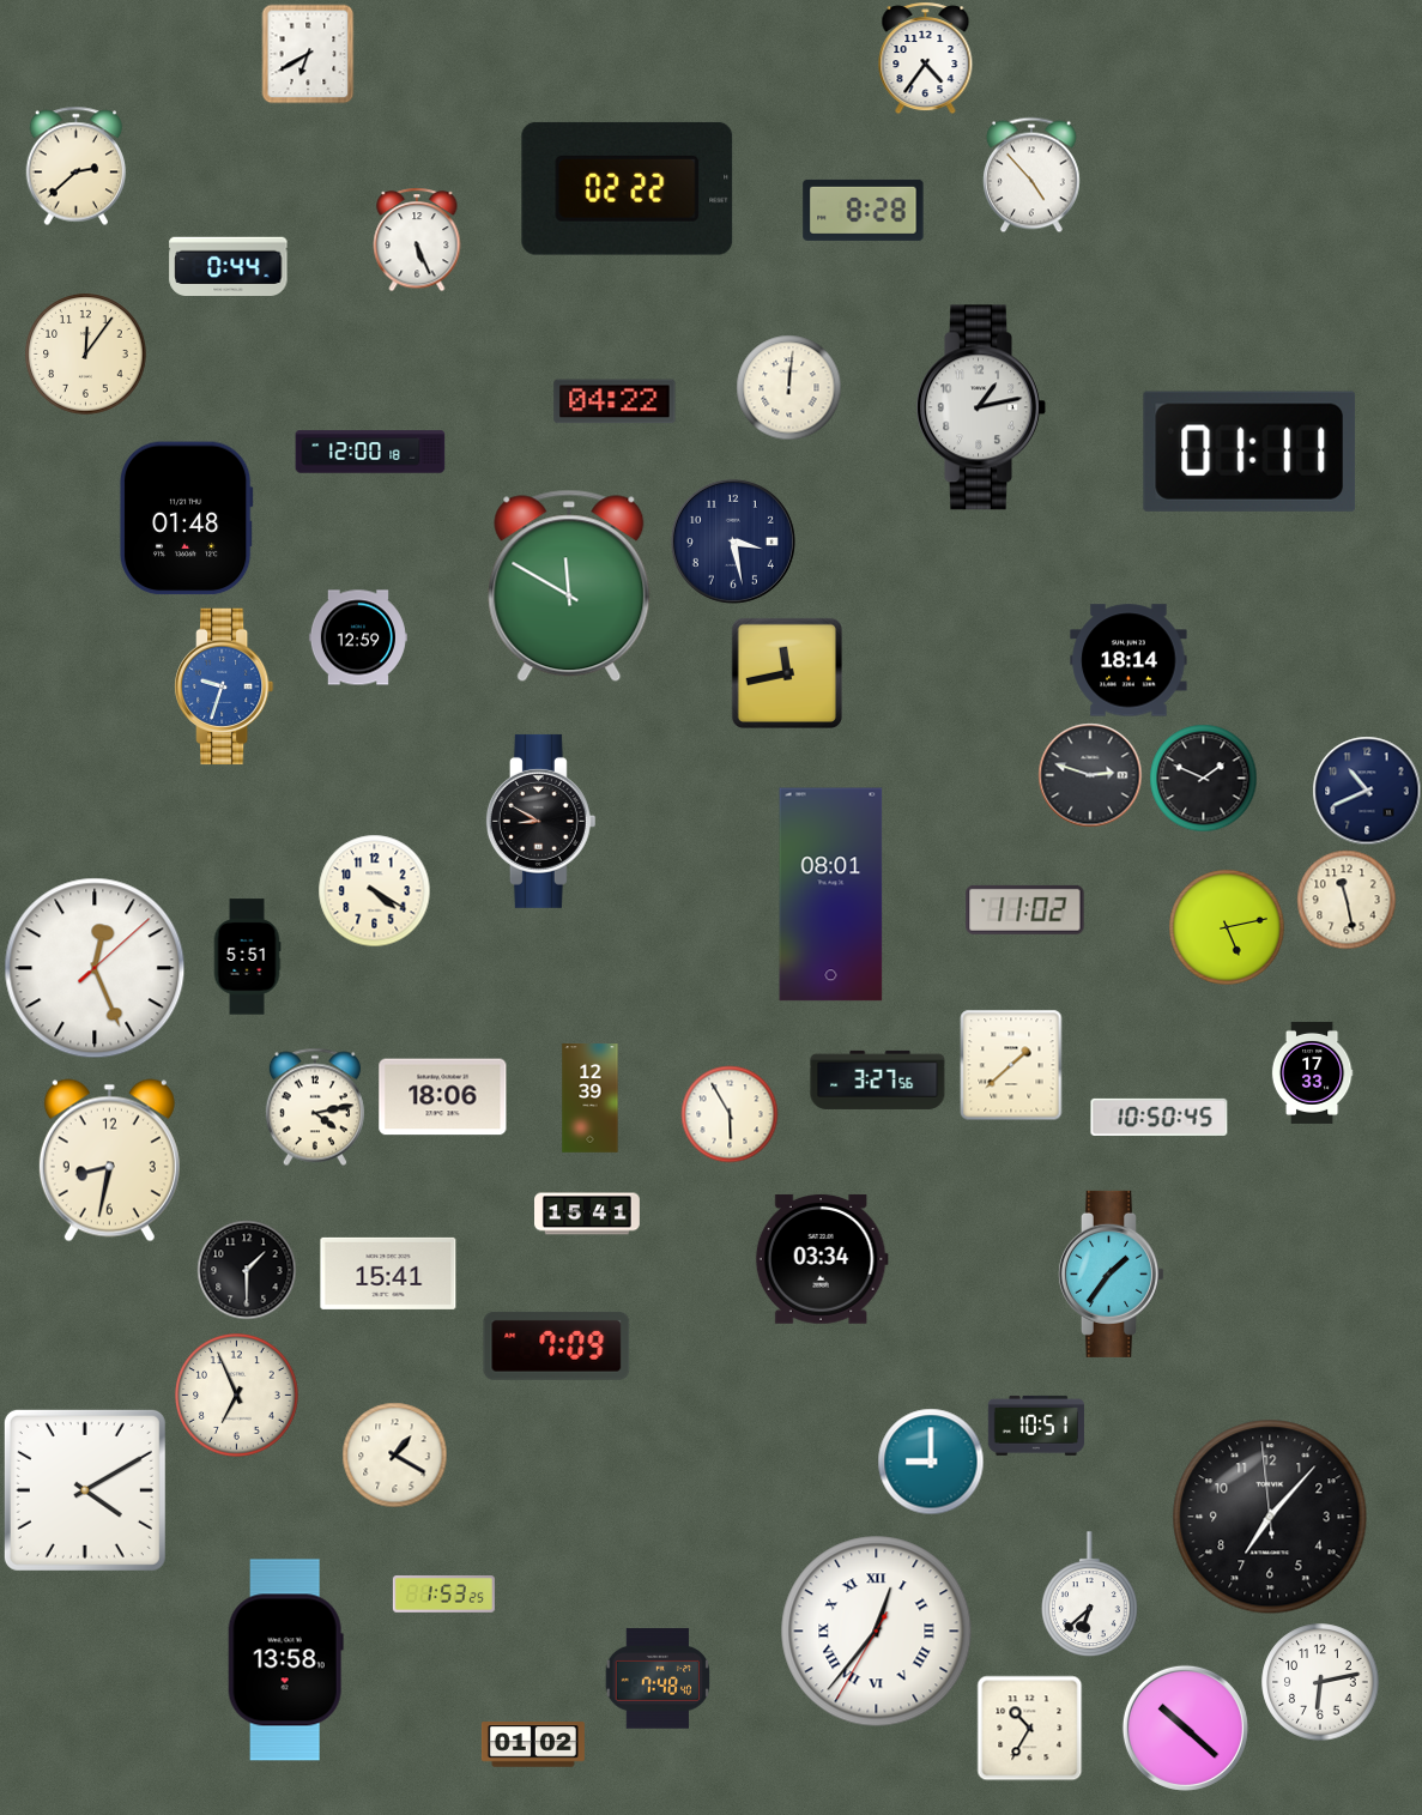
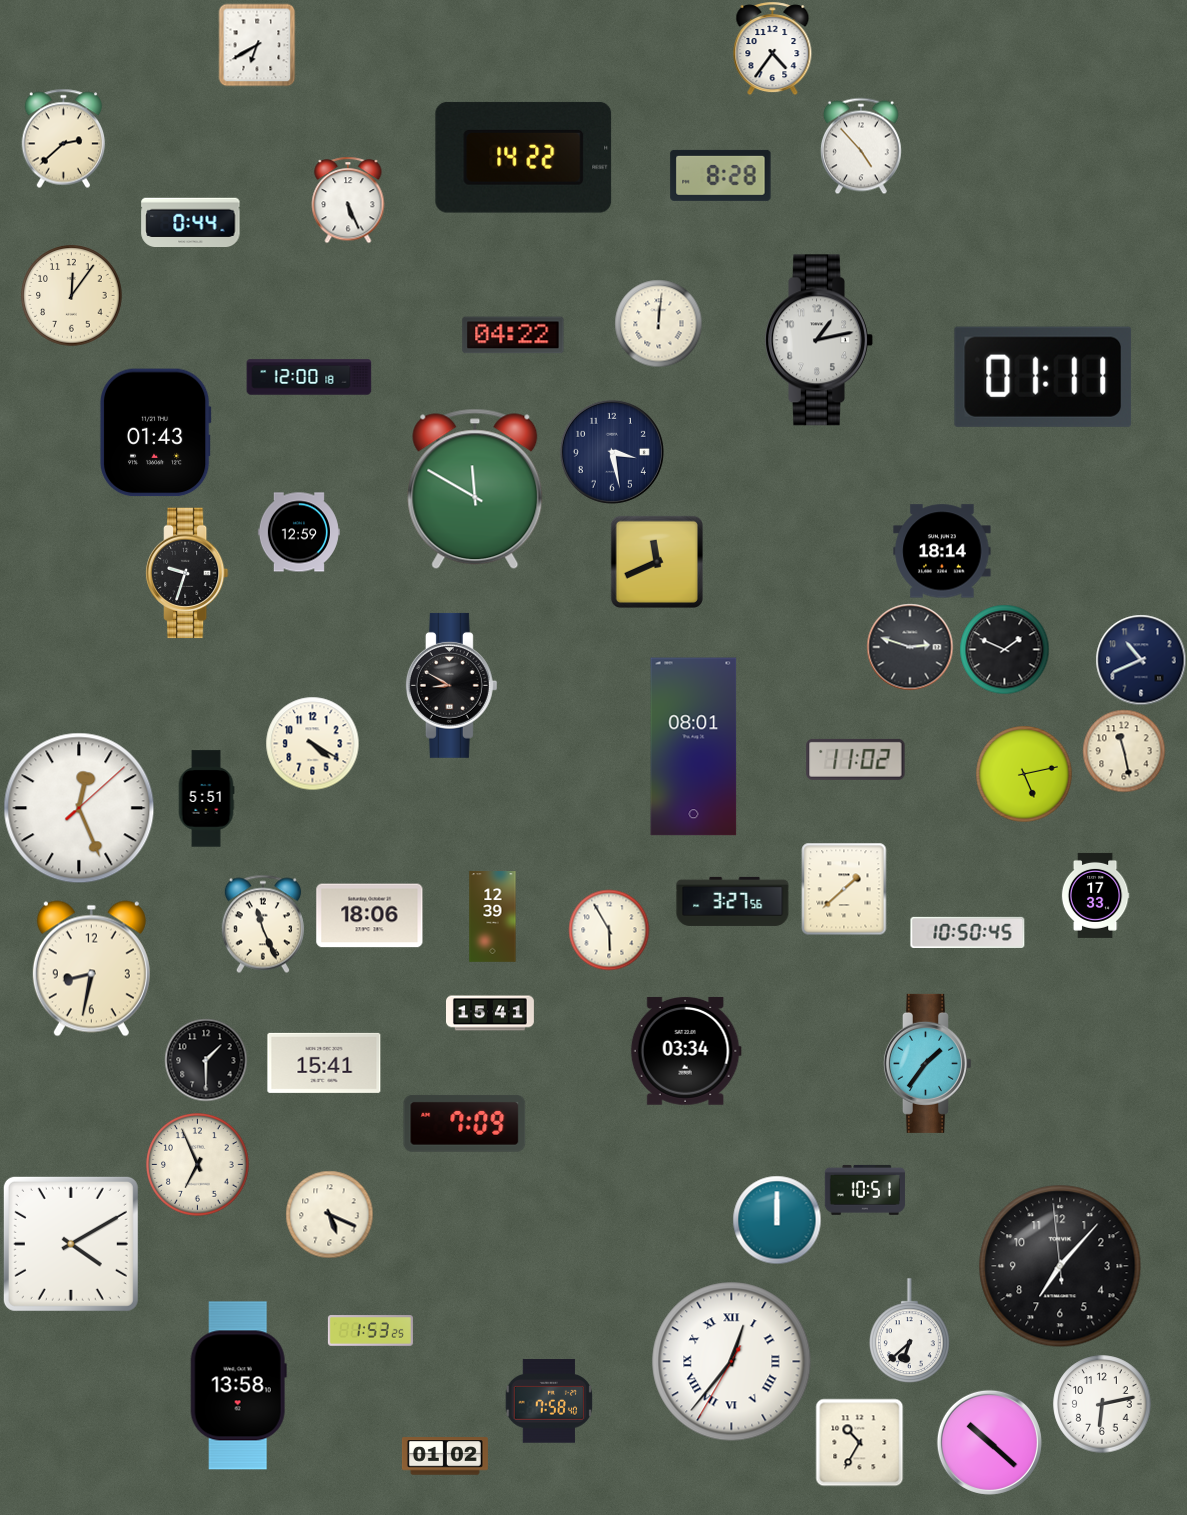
clock at (628, 188): 02:22 -> 14:22
clock at (186, 519): 01:48 -> 01:43
clock at (787, 673): 11:43 -> 11:41
clock at (224, 686) dial: blue -> black
clock at (315, 1107): 4:13 -> 11:26
clock at (394, 1454): 1:20 -> 5:19
clock at (931, 1462): 9:00 -> 12:00
clock at (658, 1678): 7:48 -> 7:58
